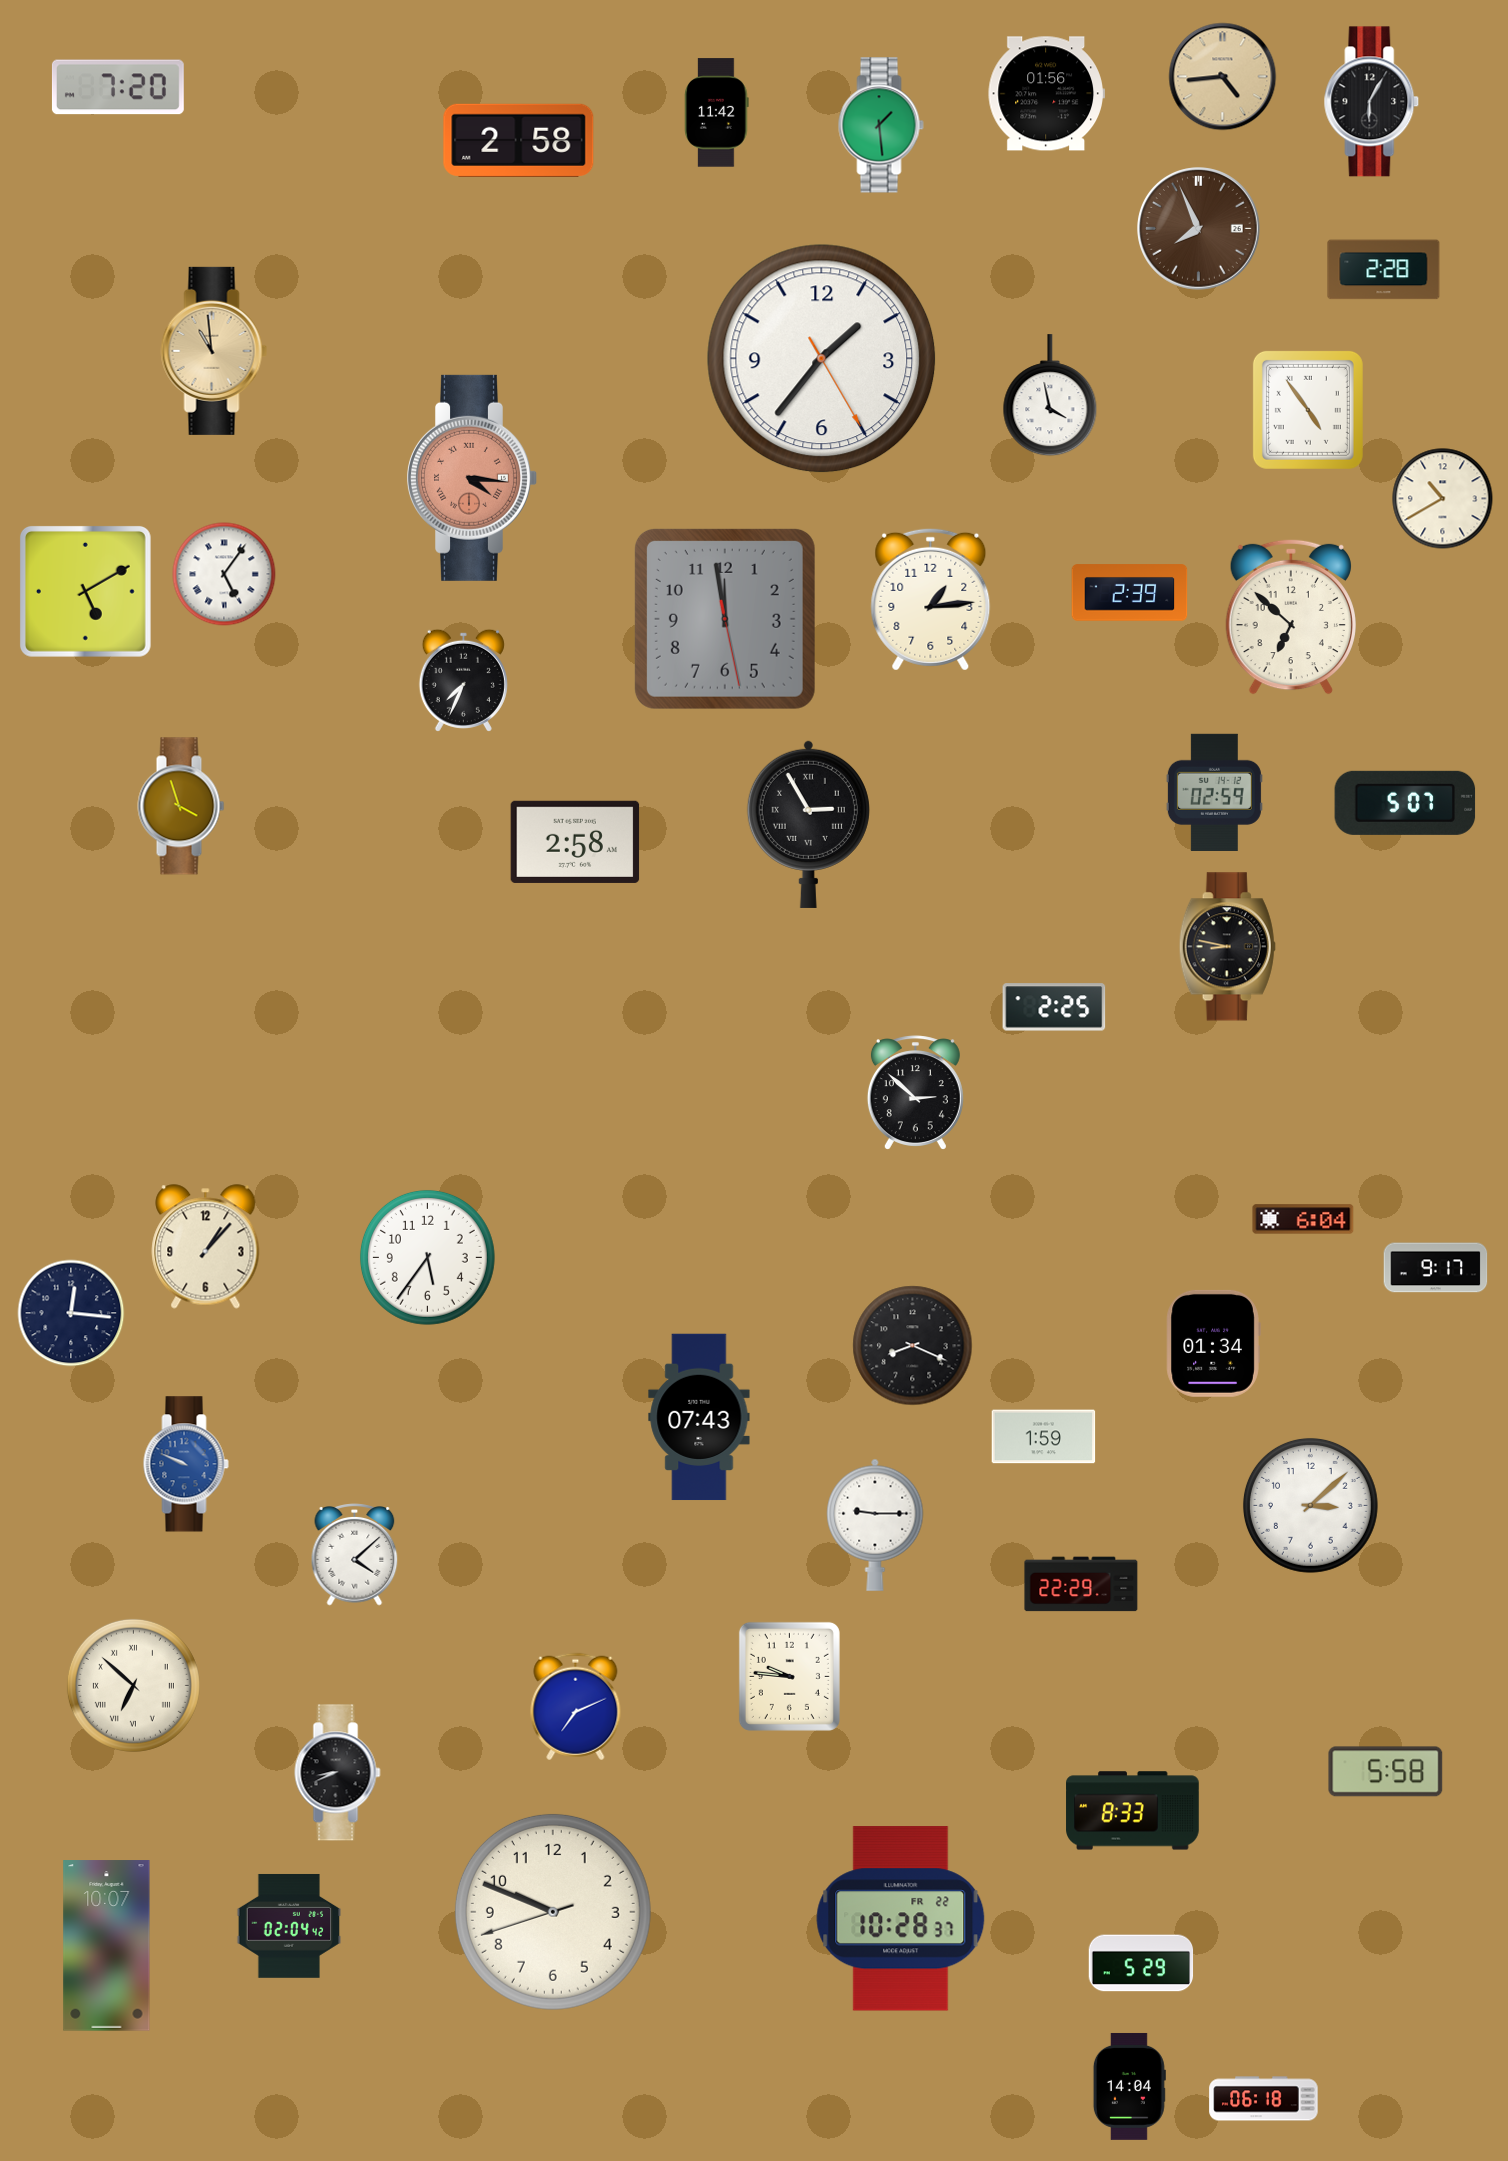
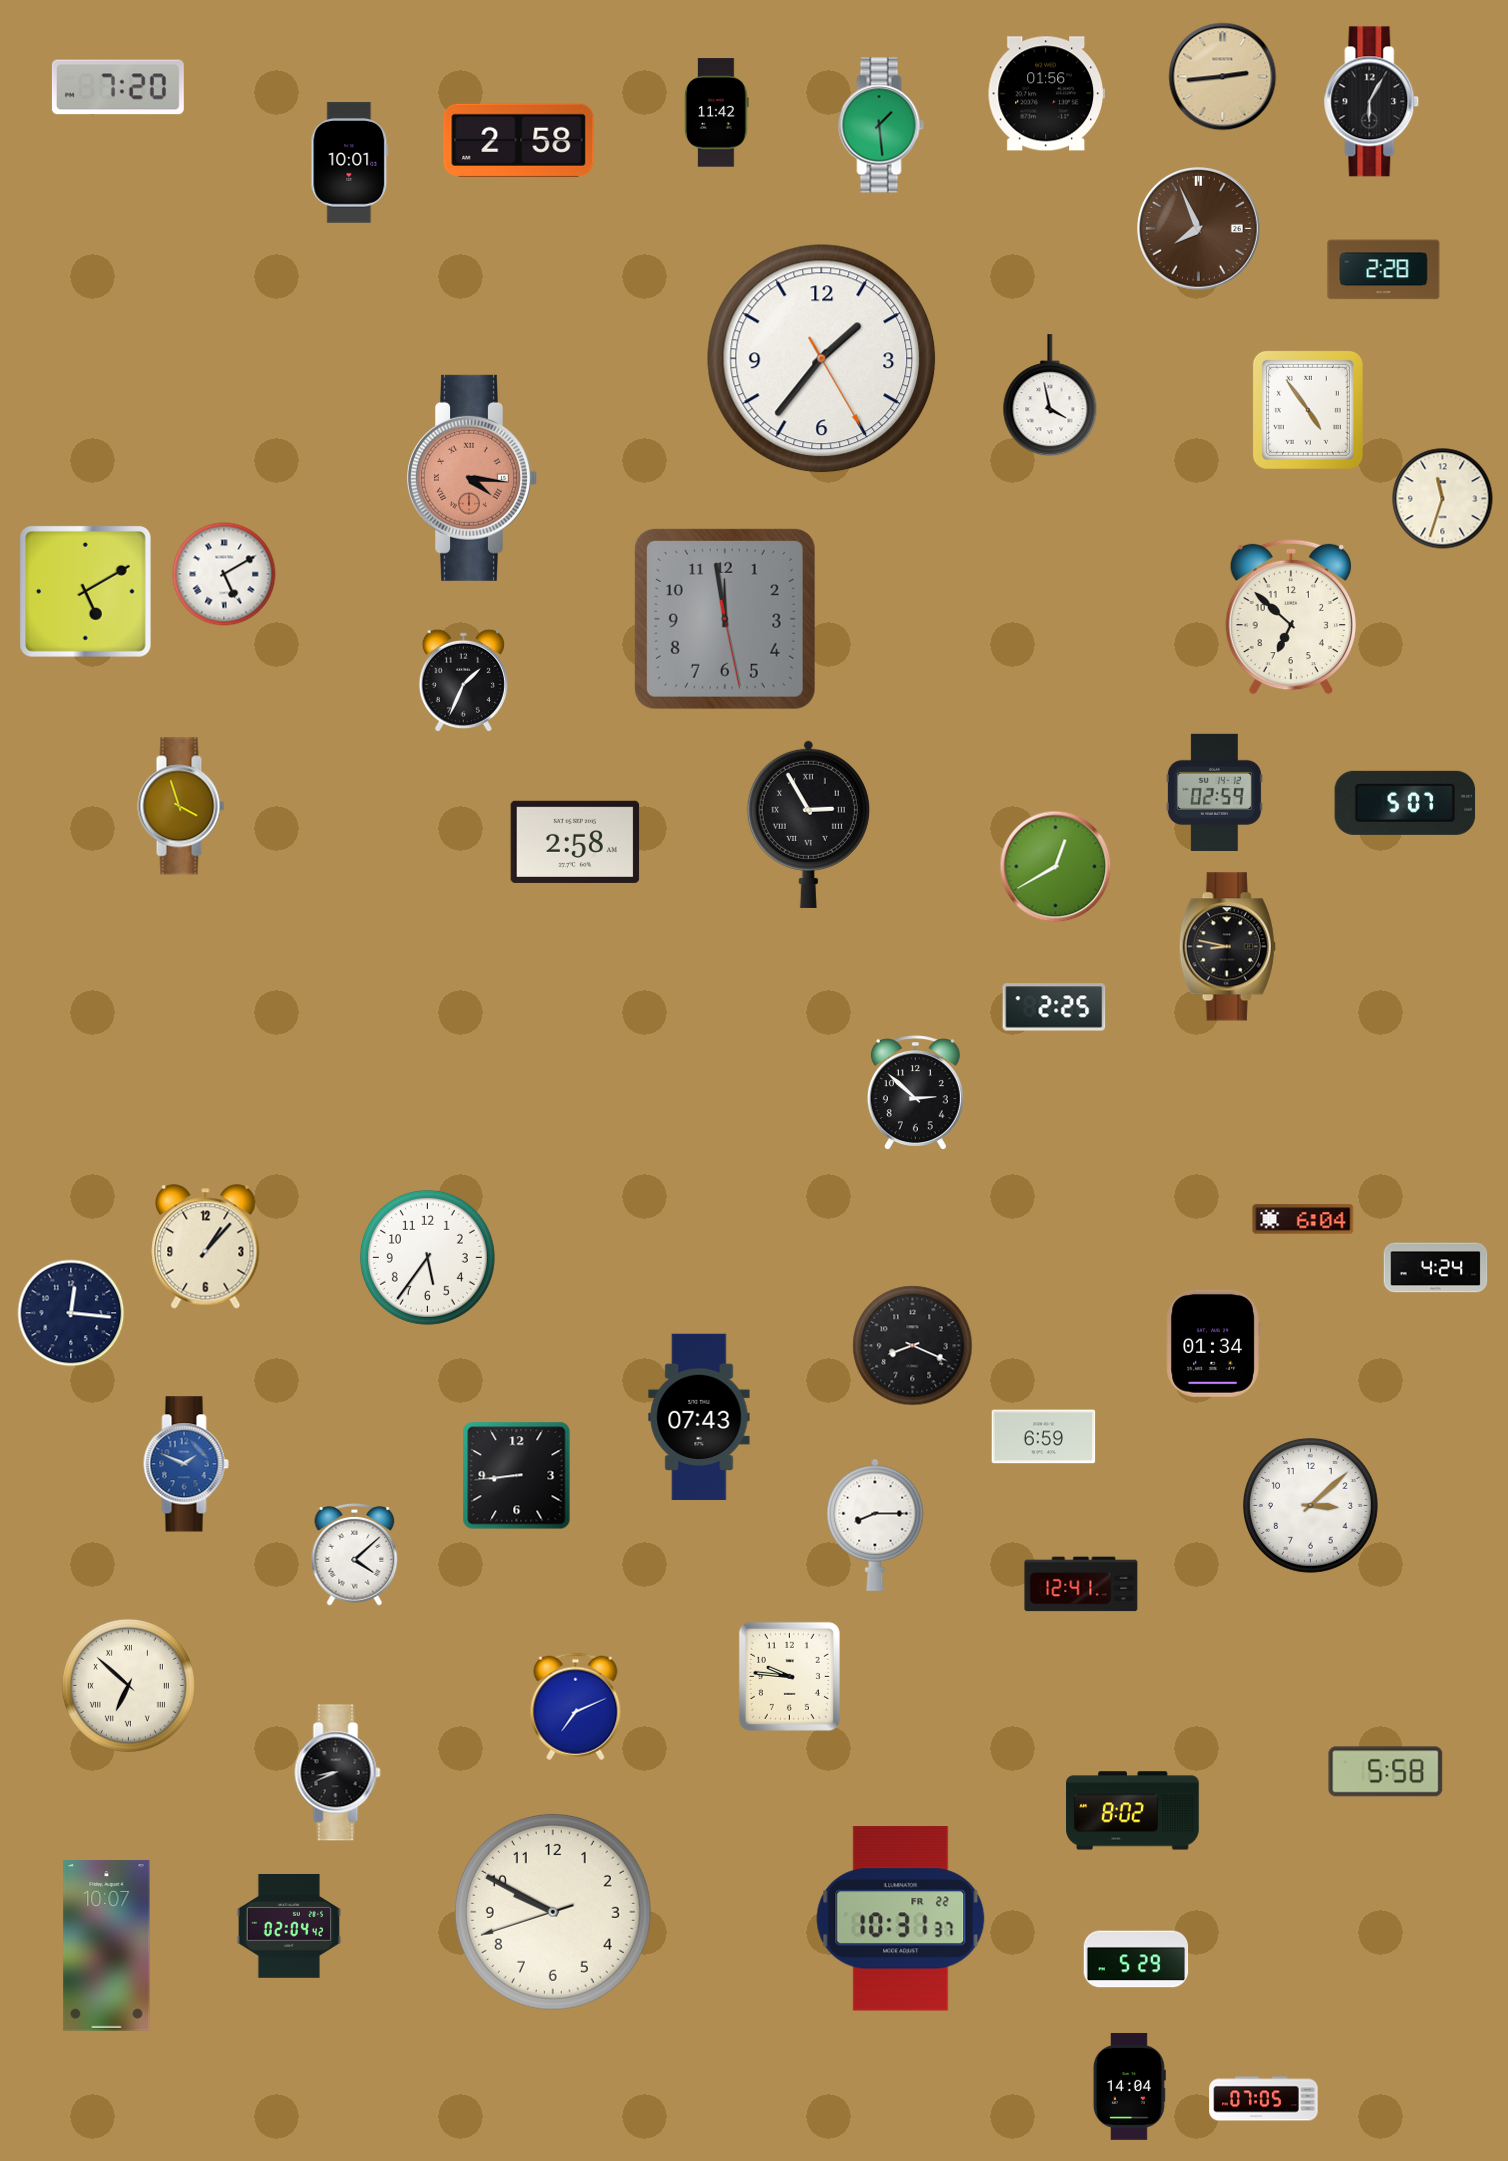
clock at (1223, 77): 4:44 -> 2:44
clock at (350, 163): none -> 10:01
clock at (214, 351): 10:59 -> none
clock at (1443, 499): 10:40 -> 11:33
clock at (224, 574): 5:06 -> 5:10
clock at (1130, 593): 2:39 -> none
clock at (931, 599): 1:14 -> none
clock at (463, 680): 7:34 -> 1:34
clock at (1056, 867): none -> 12:40
clock at (1436, 1268): 9:17 -> 4:24
clock at (1044, 1437): 1:59 -> 6:59
clock at (186, 1464): 9:49 -> 1:49
clock at (517, 1476): none -> 8:44
clock at (875, 1525): 9:15 -> 8:15
clock at (1081, 1584): 22:29 -> 12:41
clock at (133, 1685) position: (133, 1685) -> (128, 1685)
clock at (1133, 1811): 8:33 -> 8:02
clock at (553, 1912): 9:48 -> 9:49
clock at (901, 1919): 10:28 -> 10:31
clock at (1141, 1963) position: (1141, 1963) -> (1136, 1959)
clock at (1264, 2099): 06:18 -> 07:05
